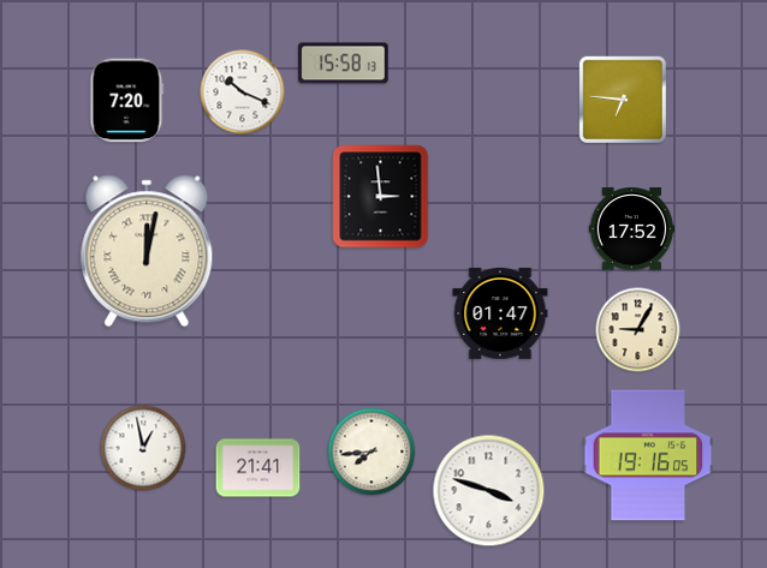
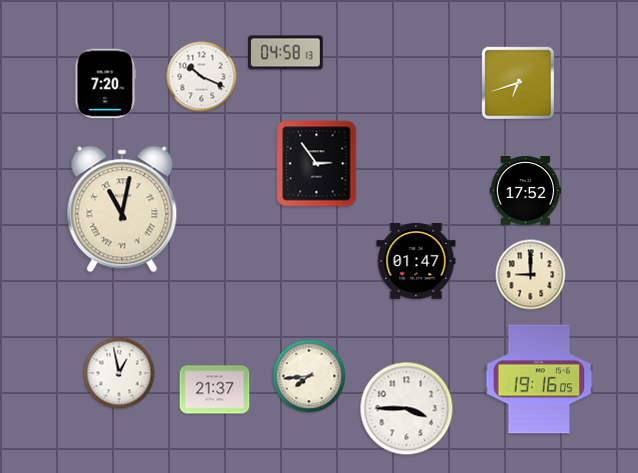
clock at (344, 64): 15:58 -> 04:58
clock at (622, 98): 6:46 -> 6:42
clock at (381, 197): 2:59 -> 2:54
clock at (147, 251): 12:02 -> 11:02
clock at (638, 330): 9:05 -> 9:00
clock at (258, 468): 21:41 -> 21:37
clock at (489, 491): 3:48 -> 3:45
